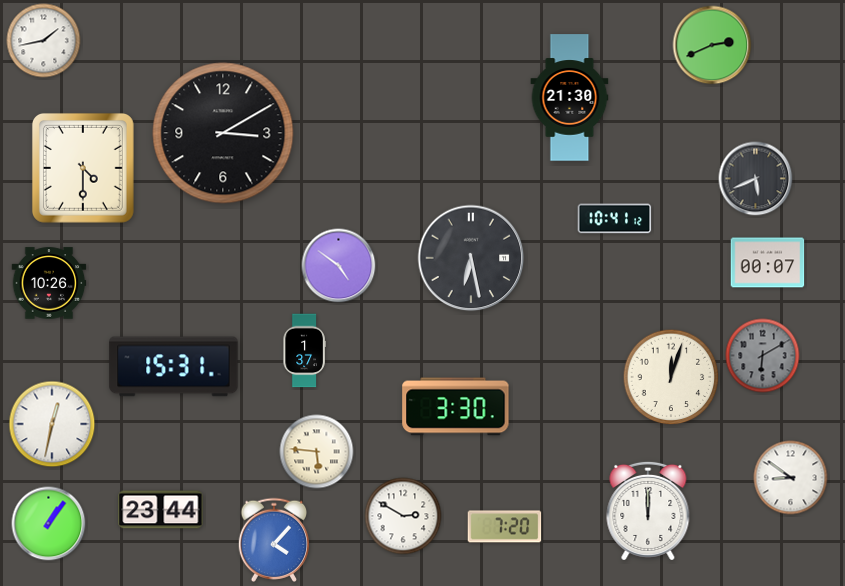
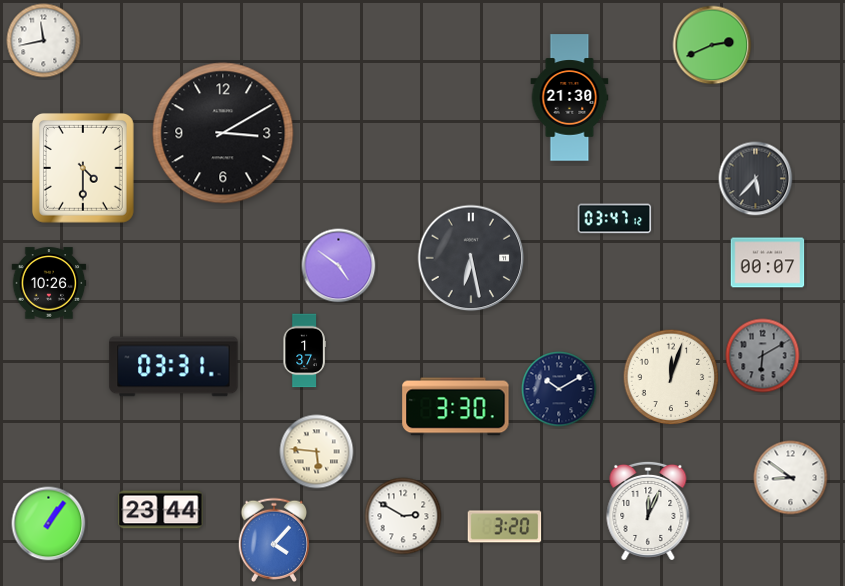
clock at (44, 41): 1:43 -> 11:43
clock at (756, 179): 5:41 -> 5:37
clock at (615, 219): 10:41 -> 03:47
clock at (174, 367): 15:31 -> 03:31
clock at (559, 389): none -> 10:10
clock at (52, 424): 12:32 -> none
clock at (648, 511): 12:00 -> 12:04
clock at (505, 527): 7:20 -> 3:20
